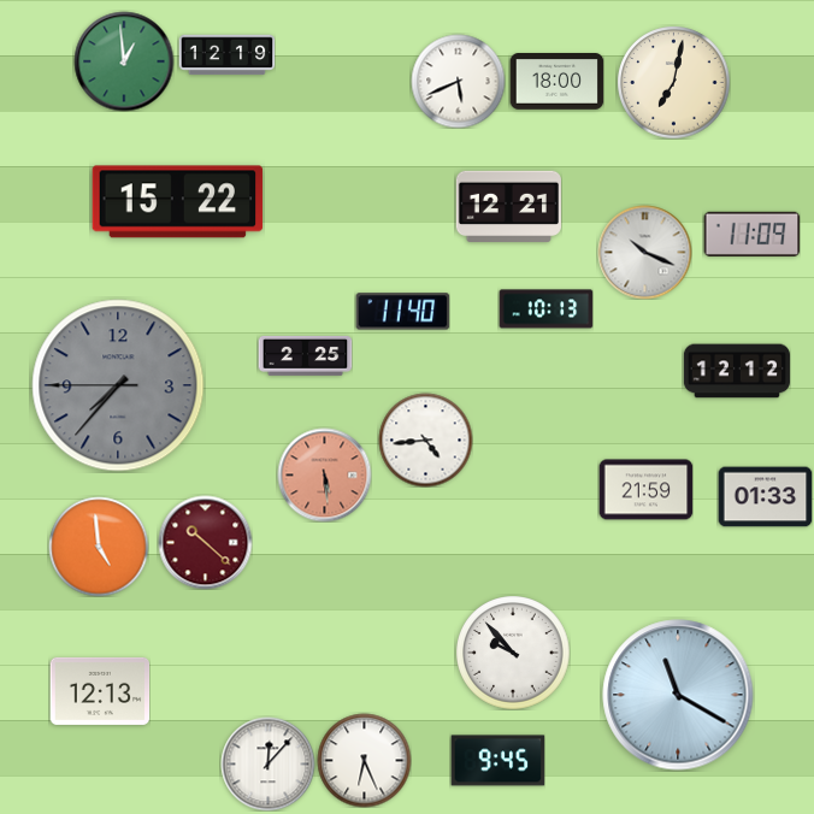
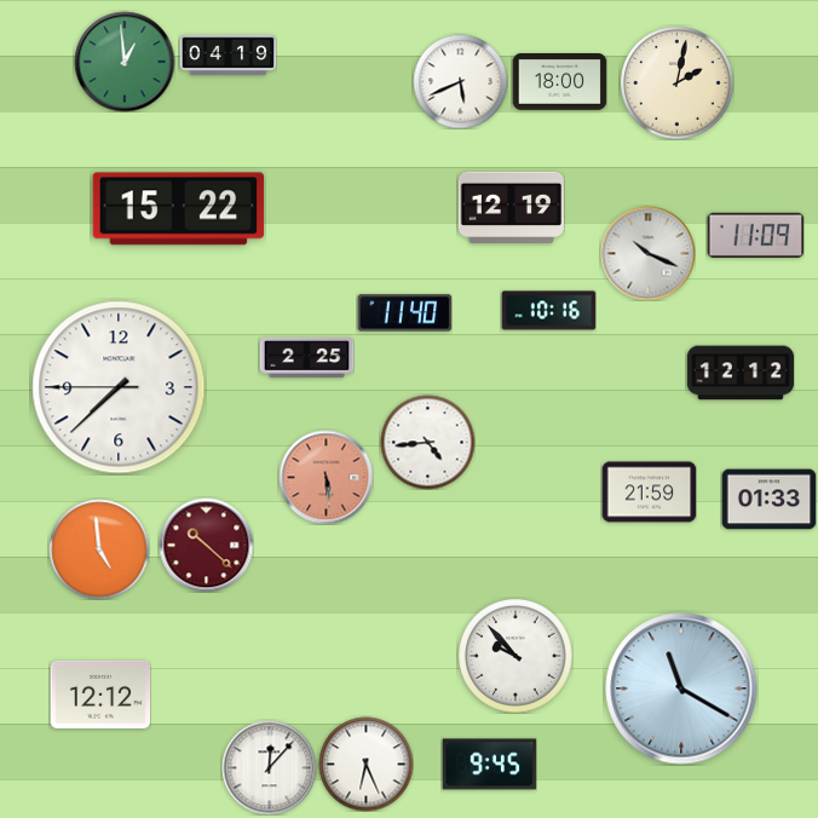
clock at (226, 55): 12:19 -> 04:19
clock at (673, 82): 7:02 -> 2:02
clock at (178, 202) position: (178, 202) -> (179, 209)
clock at (508, 207): 12:21 -> 12:19
clock at (545, 309): 10:13 -> 10:16
clock at (118, 385): 7:36 -> 7:37
clock at (118, 385) dial: grey -> white
clock at (100, 691): 12:13 -> 12:12
clock at (678, 695) position: (678, 695) -> (681, 689)
clock at (497, 761) position: (497, 761) -> (489, 765)
